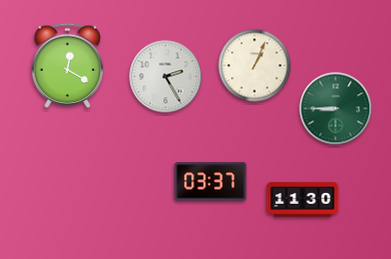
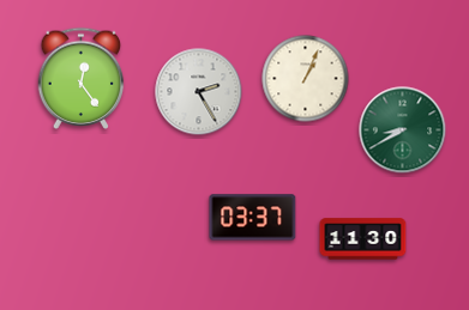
clock at (68, 65): 12:20 -> 12:24
clock at (336, 109): 8:45 -> 8:40
